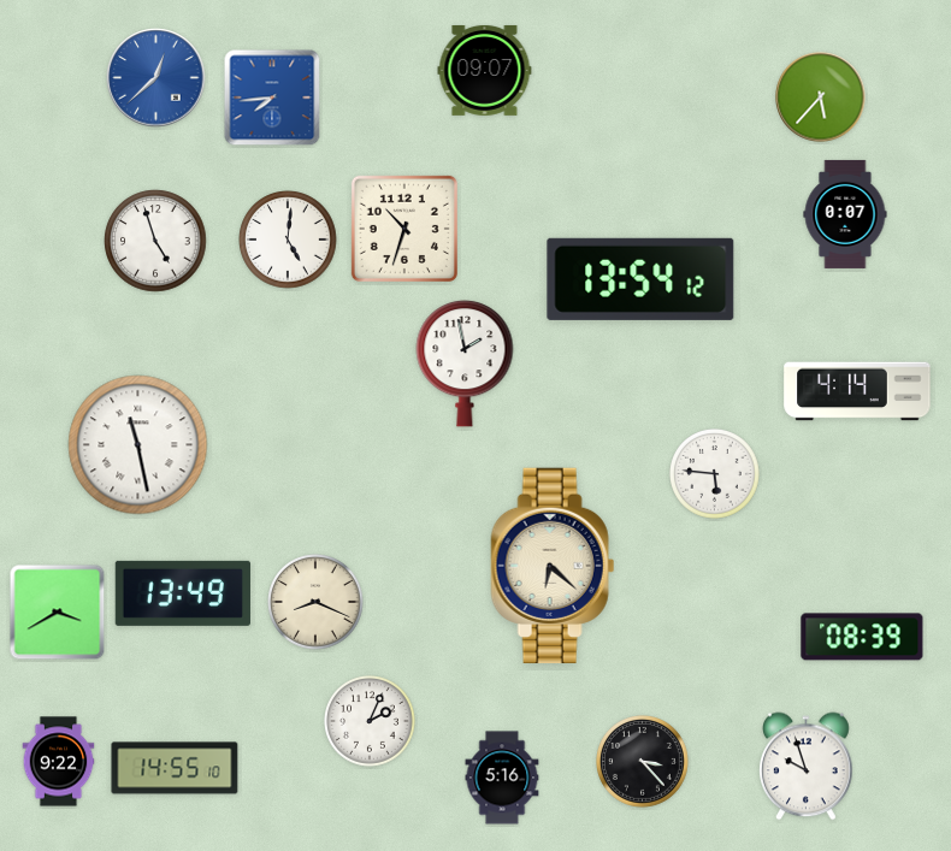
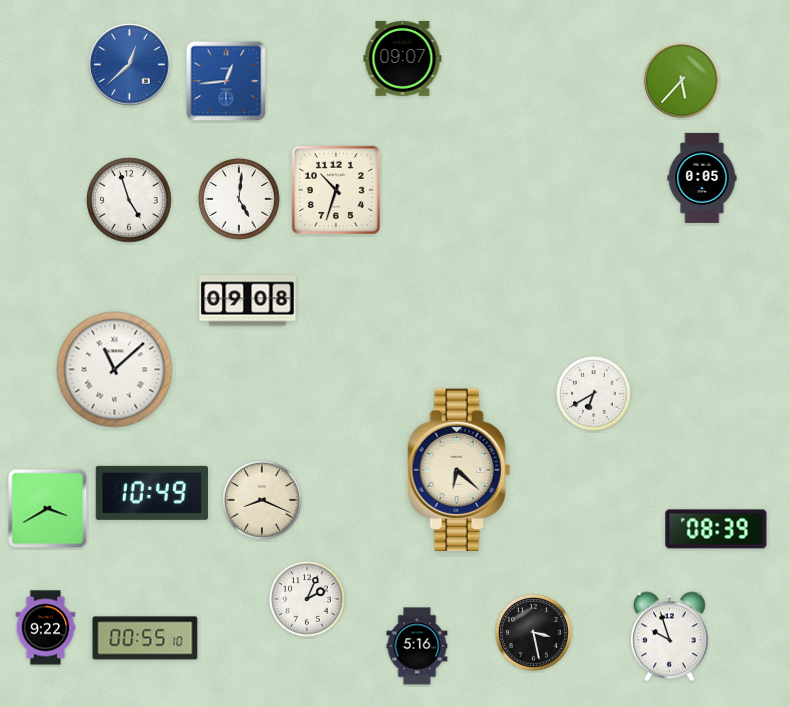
clock at (272, 97): 7:44 -> 12:44
clock at (845, 214): 0:07 -> 0:05
clock at (640, 279): 13:54 -> none
clock at (248, 301): none -> 09:08
clock at (465, 364): 1:58 -> none
clock at (857, 391): 4:14 -> none
clock at (138, 445): 11:28 -> 11:08
clock at (715, 474): 5:46 -> 6:40
clock at (183, 593): 13:49 -> 10:49
clock at (59, 762) position: (59, 762) -> (46, 628)
clock at (643, 762): 3:23 -> 3:28
clock at (175, 768): 14:55 -> 00:55
